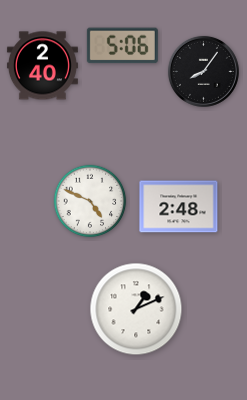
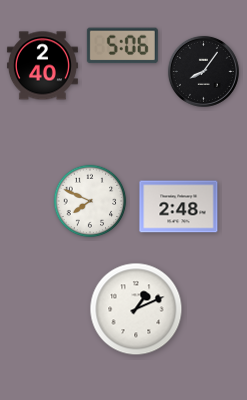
clock at (90, 201): 4:49 -> 7:49
